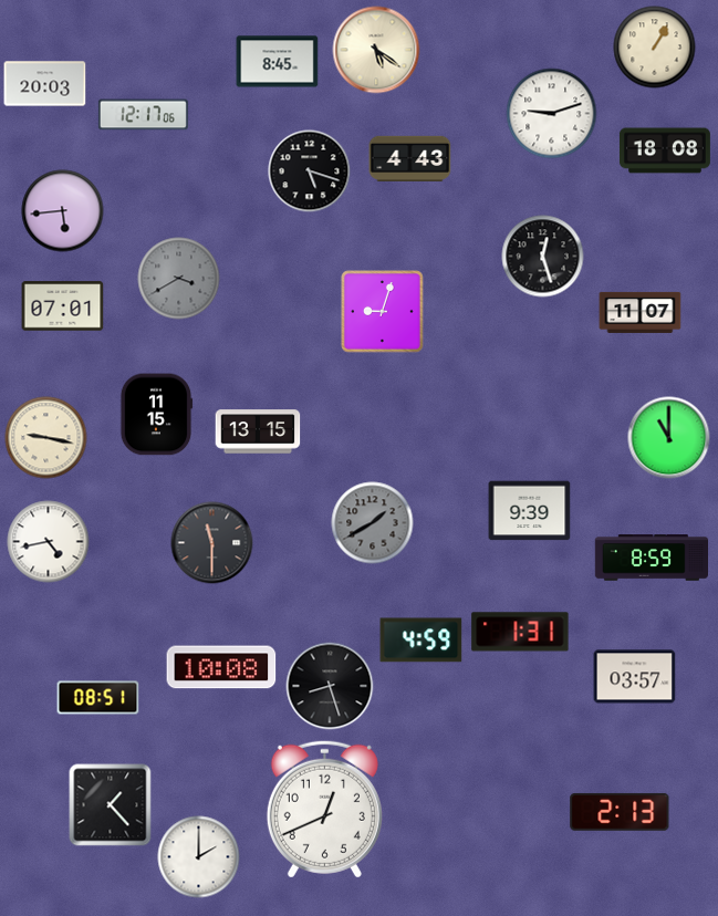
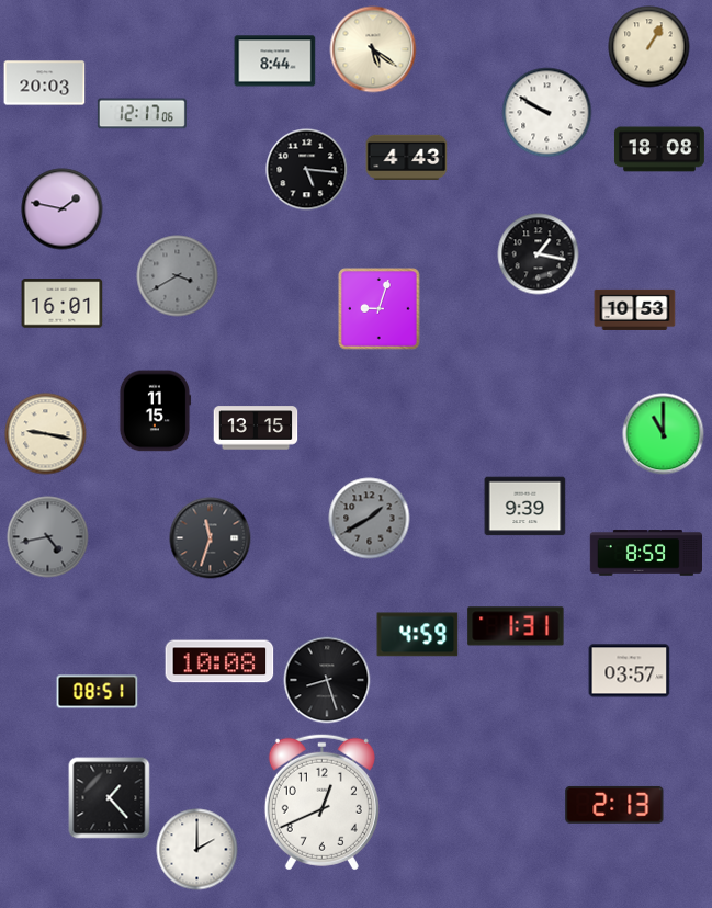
clock at (278, 62): 8:45 -> 8:44
clock at (552, 114): 9:12 -> 9:50
clock at (310, 171): 5:18 -> 5:16
clock at (63, 211): 5:44 -> 1:47
clock at (543, 257): 12:27 -> 1:17
clock at (63, 306): 07:01 -> 16:01
clock at (641, 312): 11:07 -> 10:53
clock at (49, 542) dial: white -> grey
clock at (212, 543): 11:30 -> 11:33
